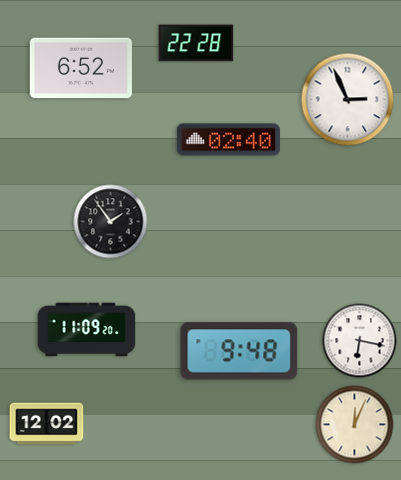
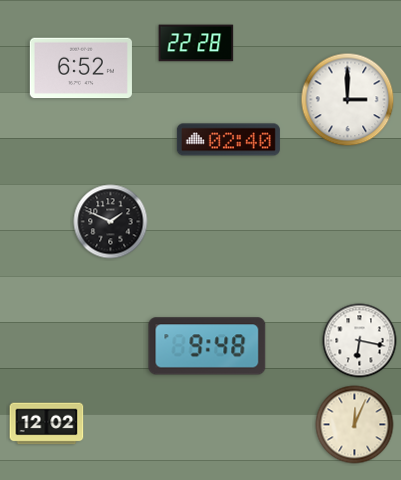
clock at (348, 100): 2:56 -> 3:00
clock at (111, 222): 1:54 -> 1:49
clock at (87, 330): 11:09 -> none
clock at (239, 351) position: (239, 351) -> (207, 346)
